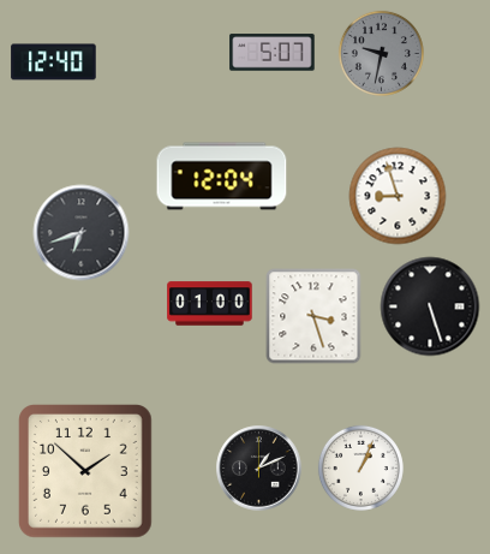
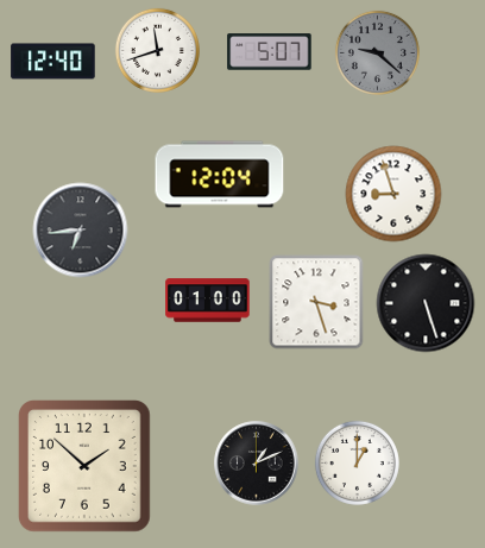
clock at (157, 50): none -> 11:42
clock at (381, 53): 9:32 -> 9:22
clock at (82, 233): 6:42 -> 6:44
clock at (313, 316) position: (313, 316) -> (316, 302)
clock at (360, 467): 1:04 -> 1:00
